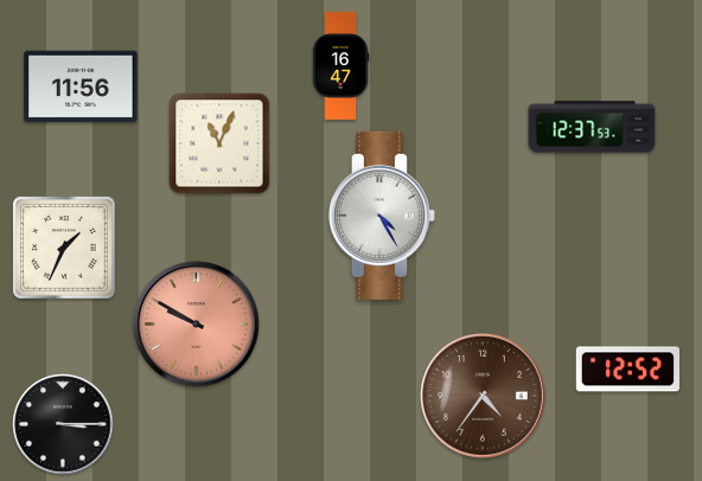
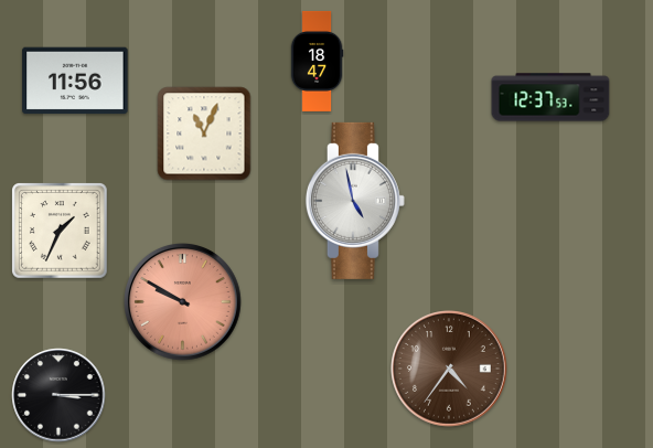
clock at (340, 65): 16:47 -> 18:47
clock at (592, 127) position: (592, 127) -> (550, 97)
clock at (382, 216): 4:25 -> 4:58
clock at (627, 370): 12:52 -> none
